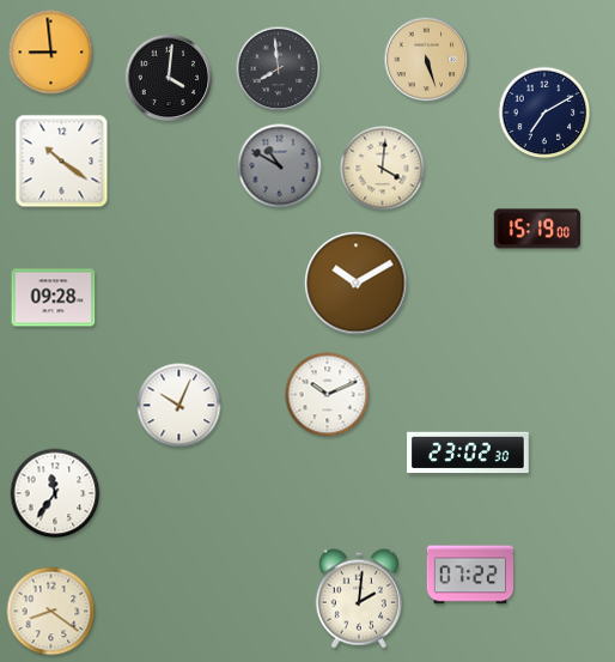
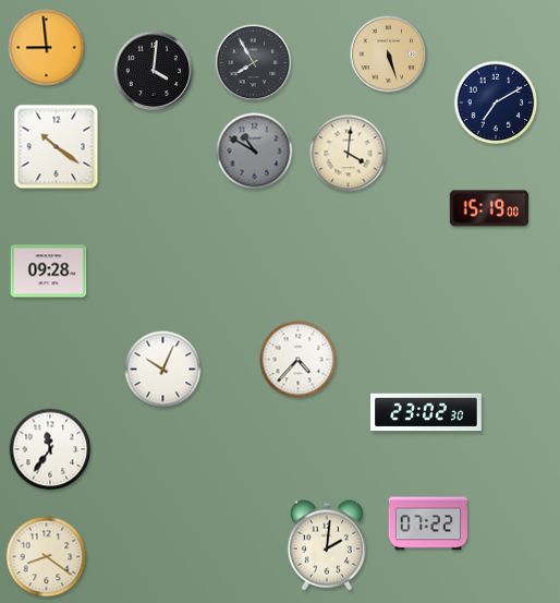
clock at (279, 69): 7:59 -> 7:55
clock at (357, 284): 10:10 -> none
clock at (328, 395): 10:11 -> 4:37
